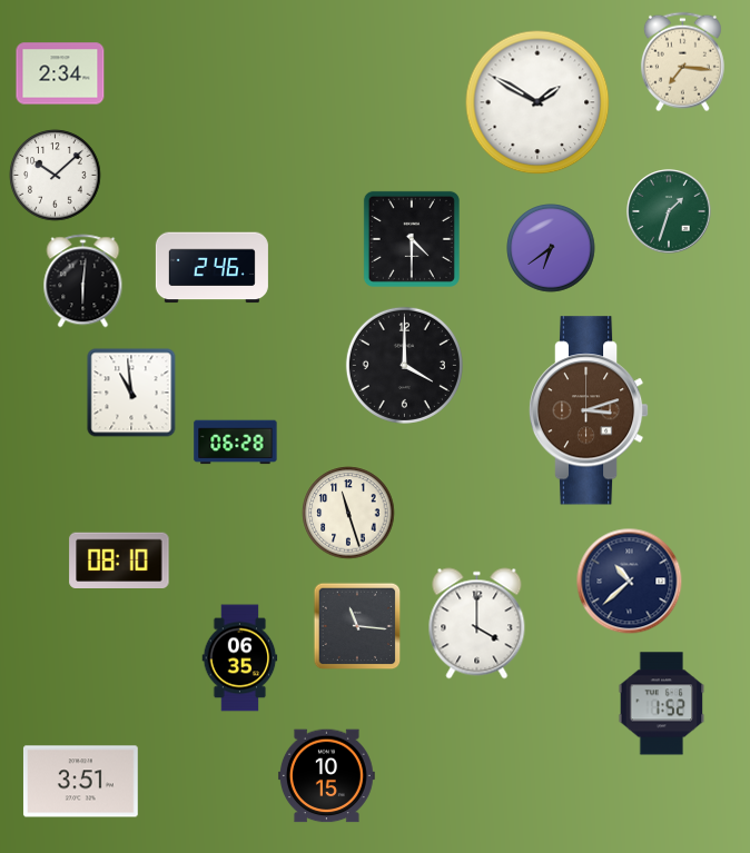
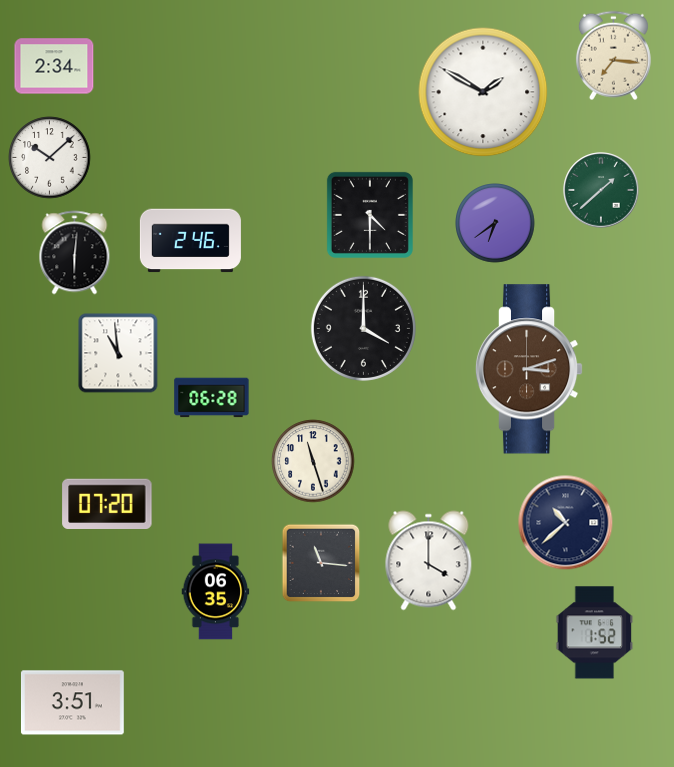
clock at (669, 211): 1:33 -> 1:38
clock at (119, 559): 08:10 -> 07:20
clock at (326, 776): 10:15 -> none
